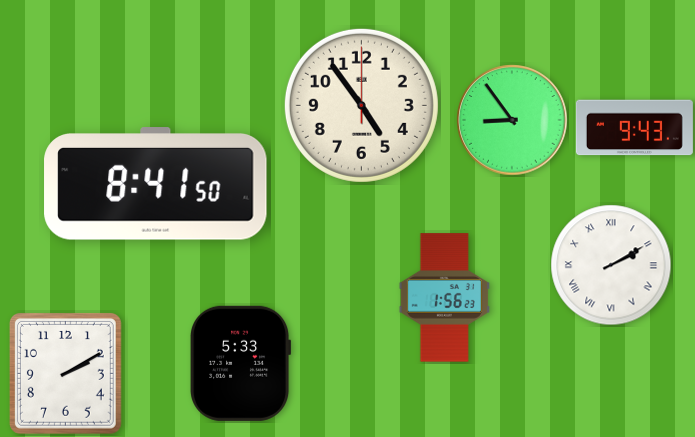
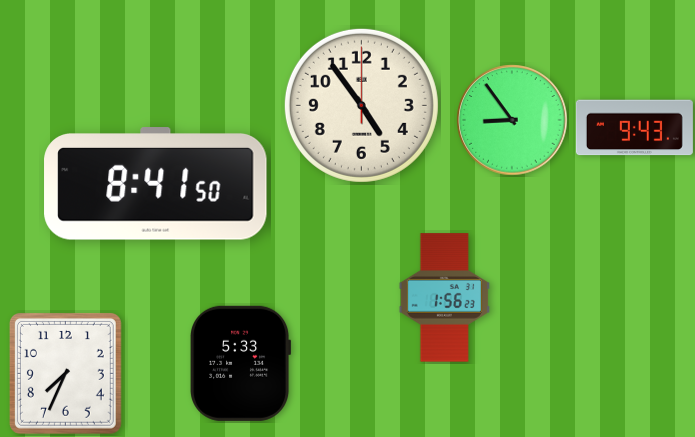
clock at (611, 265): 2:10 -> none
clock at (65, 373): 2:10 -> 7:34
